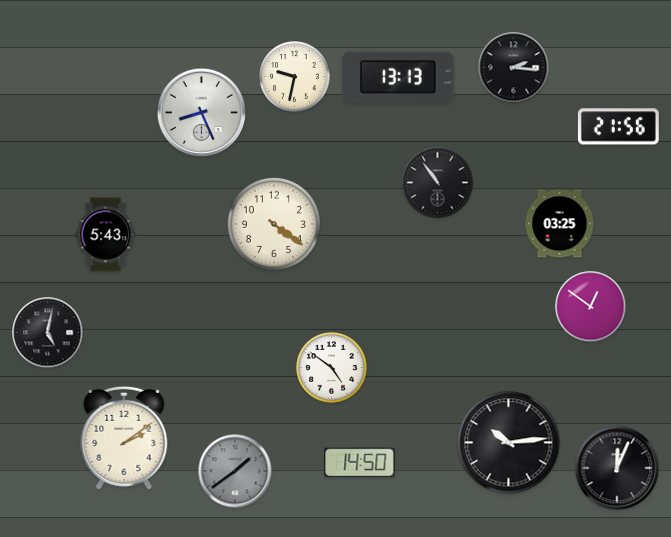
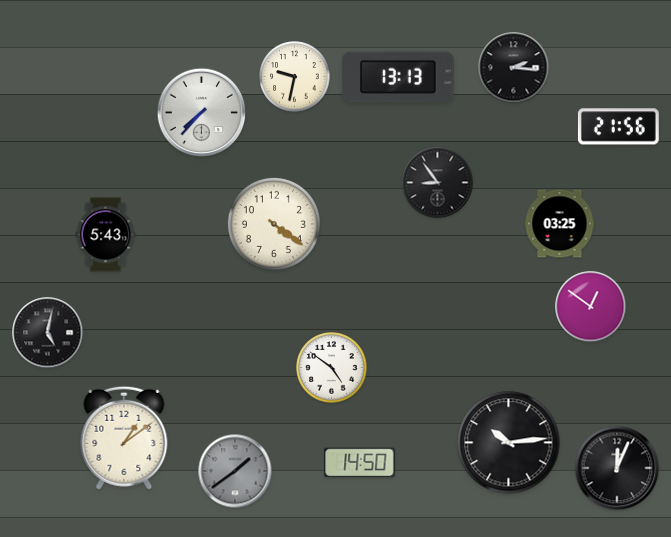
clock at (202, 113): 8:26 -> 7:37
clock at (438, 183): 10:54 -> 8:54
clock at (124, 438): 2:09 -> 1:09
